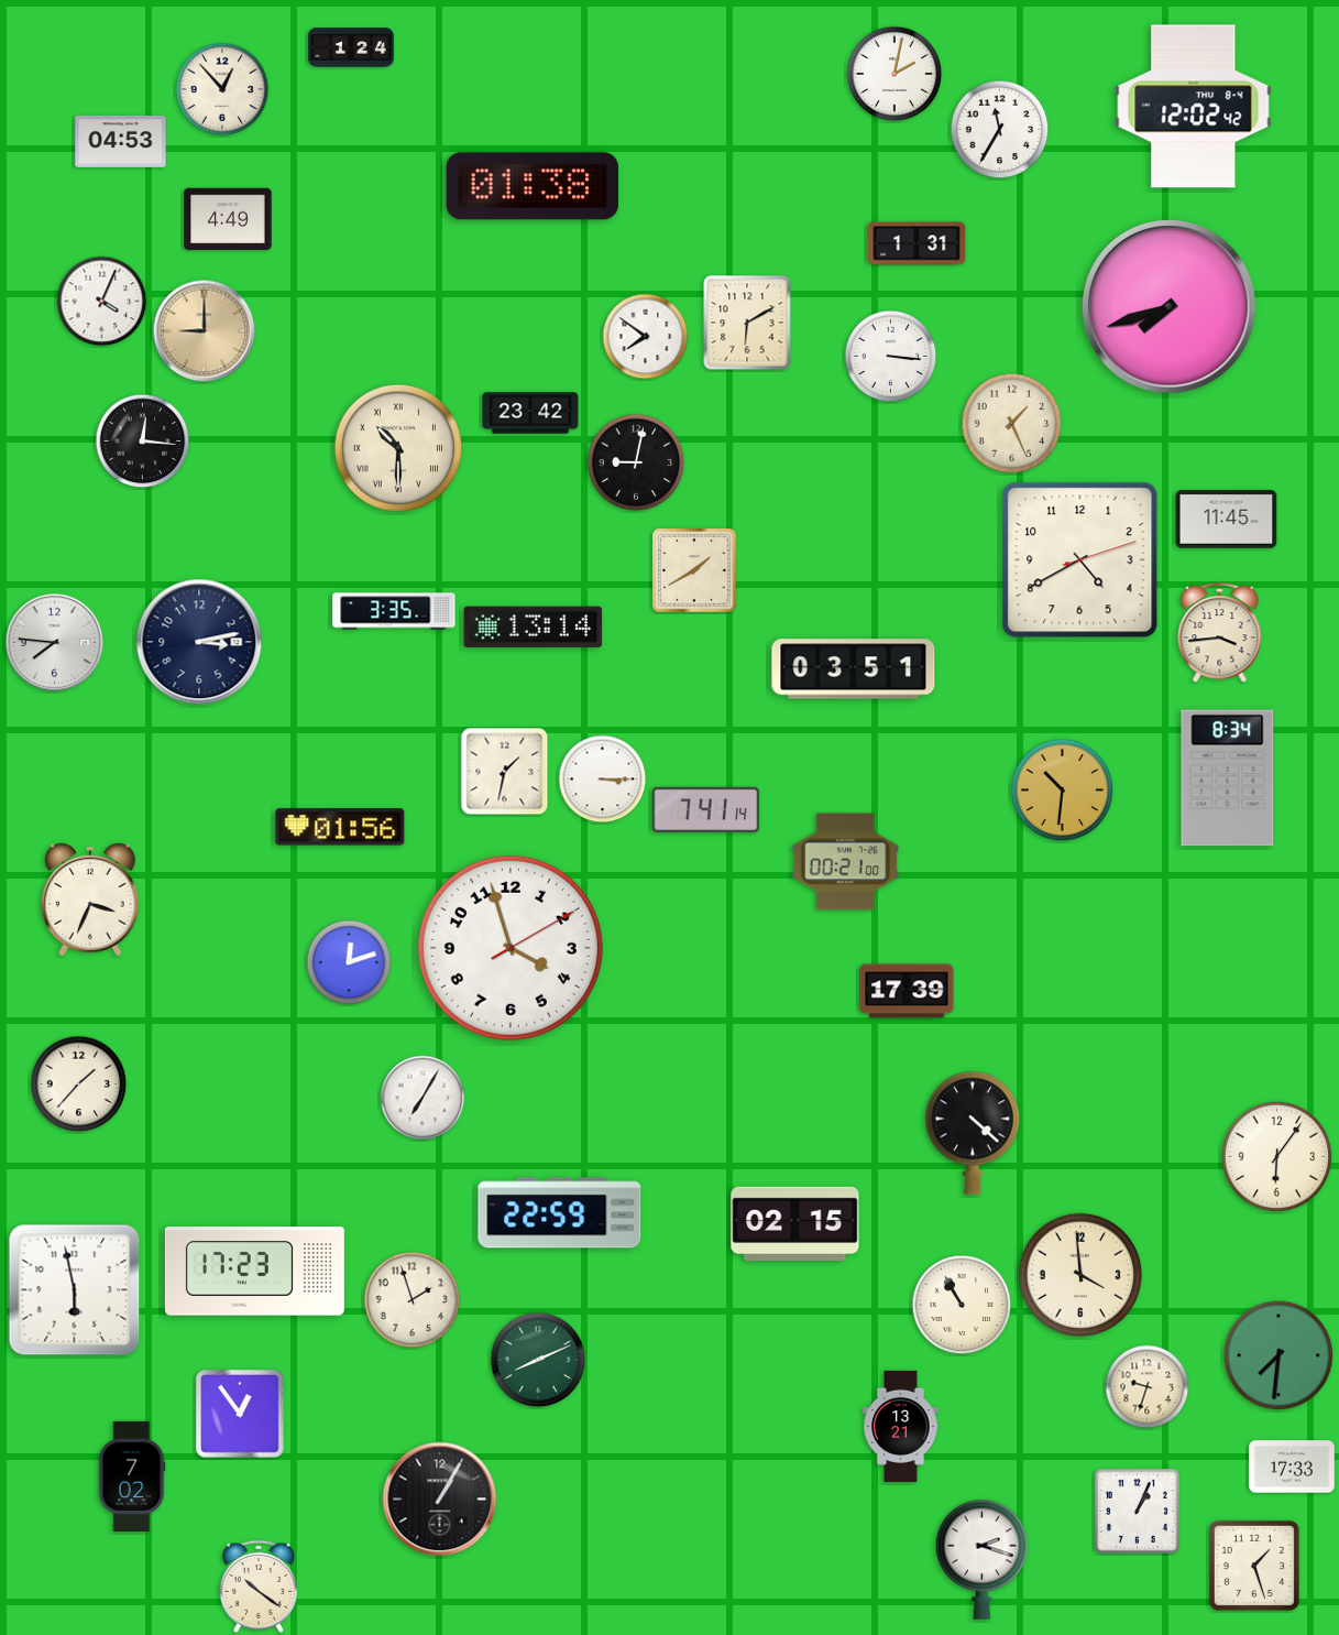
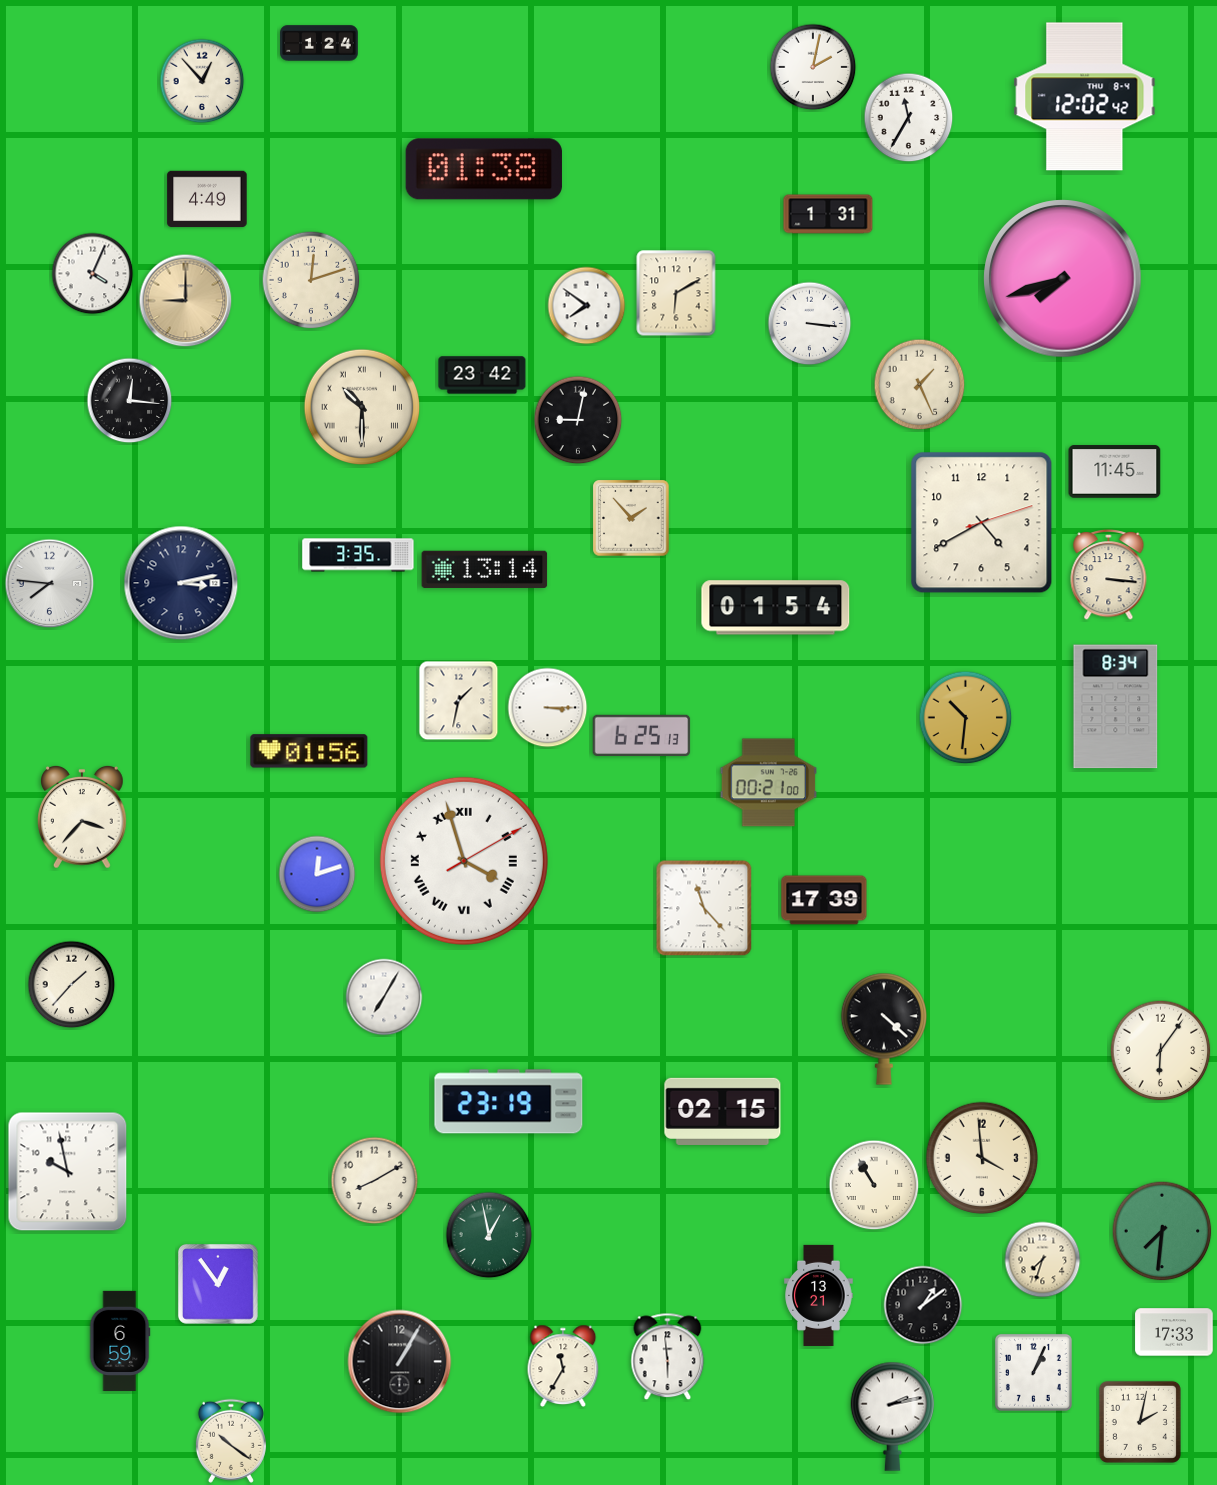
clock at (121, 141): 04:53 -> none
clock at (917, 243) position: (917, 243) -> (828, 214)
clock at (311, 280): none -> 12:12
clock at (747, 323) position: (747, 323) -> (676, 293)
clock at (1080, 560) position: (1080, 560) -> (982, 523)
clock at (694, 570): 1:40 -> 1:53
clock at (1220, 632): 3:44 -> 3:16
clock at (854, 669): 03:51 -> 01:54
clock at (706, 809): 7:41 -> 6:25
clock at (91, 900): 3:34 -> 3:37
clock at (511, 948) numerals: Arabic -> Roman
clock at (704, 908): none -> 11:23
clock at (560, 1213): 22:59 -> 23:19
clock at (254, 1272): 17:23 -> none
clock at (75, 1290): 5:58 -> 9:58
clock at (413, 1300): 1:57 -> 8:10
clock at (538, 1360): 8:11 -> 12:58
clock at (1148, 1387): 9:33 -> 7:33
clock at (923, 1305): none -> 1:09
clock at (132, 1475): 7:02 -> 6:59
clock at (668, 1357): none -> 5:59
clock at (563, 1365): none -> 11:35
clock at (981, 1559): 2:18 -> 2:13
clock at (1254, 1566): 1:27 -> 2:02
clock at (259, 1587) position: (259, 1587) -> (231, 1441)
